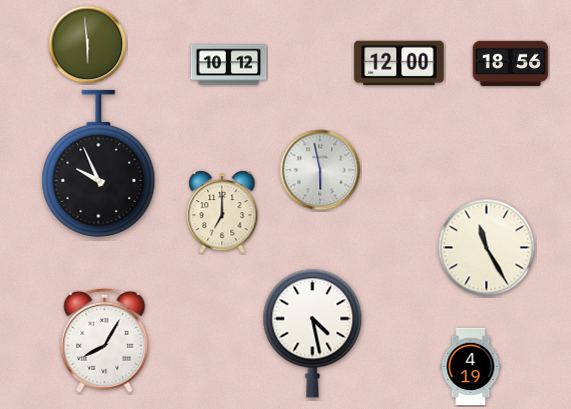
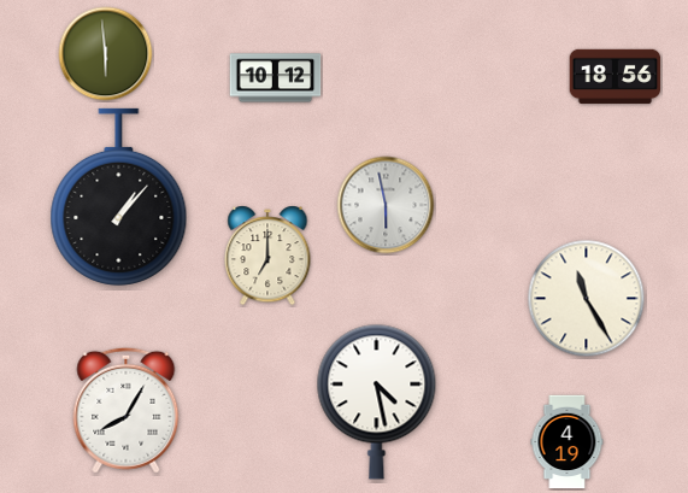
clock at (399, 63): 12:00 -> none
clock at (99, 163): 9:56 -> 1:07
